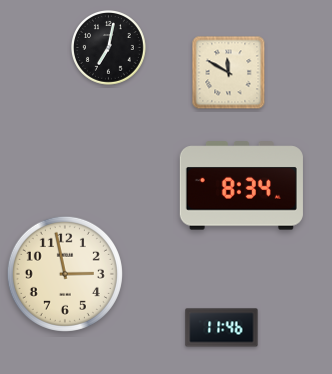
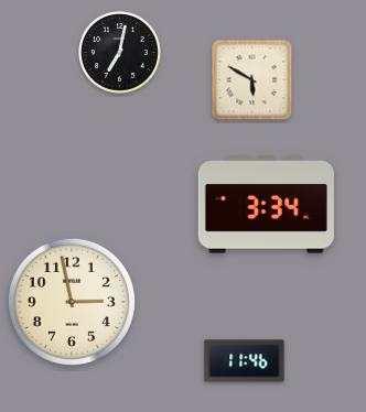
clock at (229, 73): 11:50 -> 5:50
clock at (241, 186): 8:34 -> 3:34
